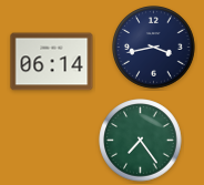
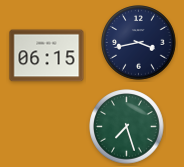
clock at (52, 62): 06:14 -> 06:15
clock at (141, 141): 7:24 -> 7:27
